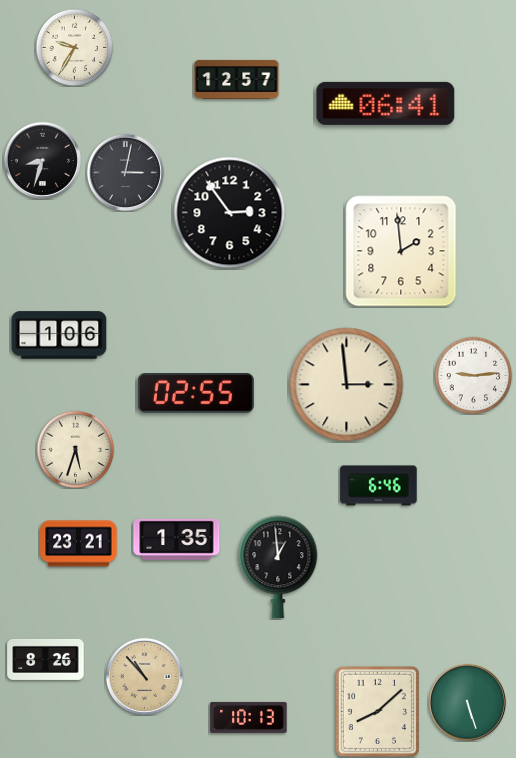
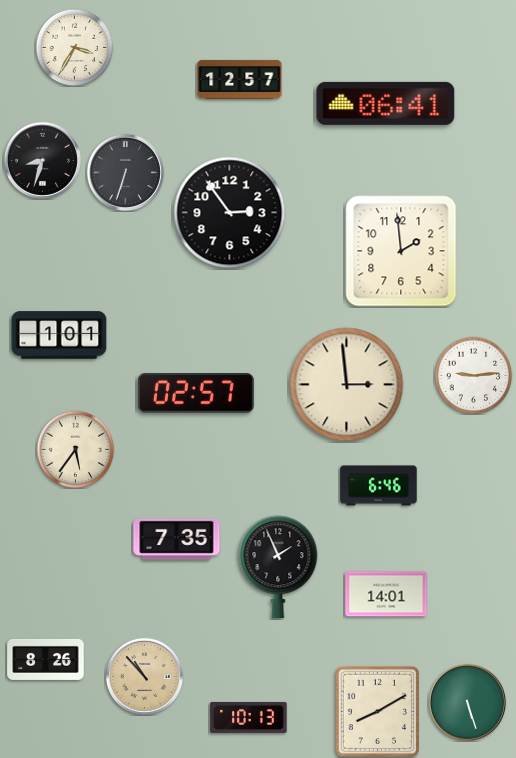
clock at (74, 47): 9:35 -> 3:35
clock at (237, 79) position: (237, 79) -> (240, 79)
clock at (125, 172): 3:02 -> 6:33
clock at (59, 335): 1:06 -> 1:01
clock at (196, 393): 02:55 -> 02:57
clock at (75, 449): 5:33 -> 5:36
clock at (177, 539): 1:35 -> 7:35
clock at (79, 544): 23:21 -> none
clock at (278, 567): 12:59 -> 1:56
clock at (386, 594): none -> 14:01
clock at (377, 711): 8:08 -> 8:10
